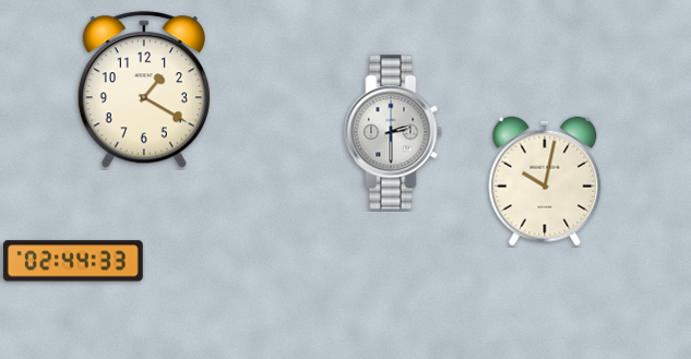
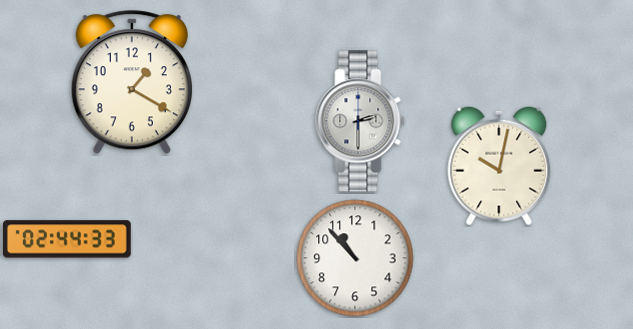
clock at (355, 258): none -> 10:53
